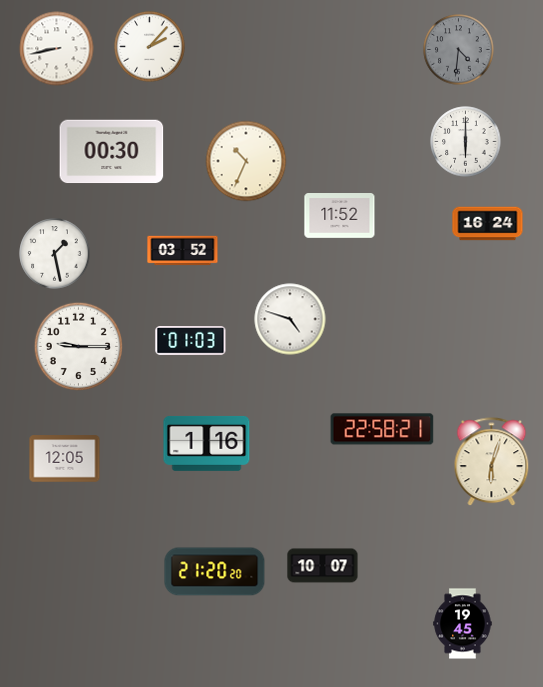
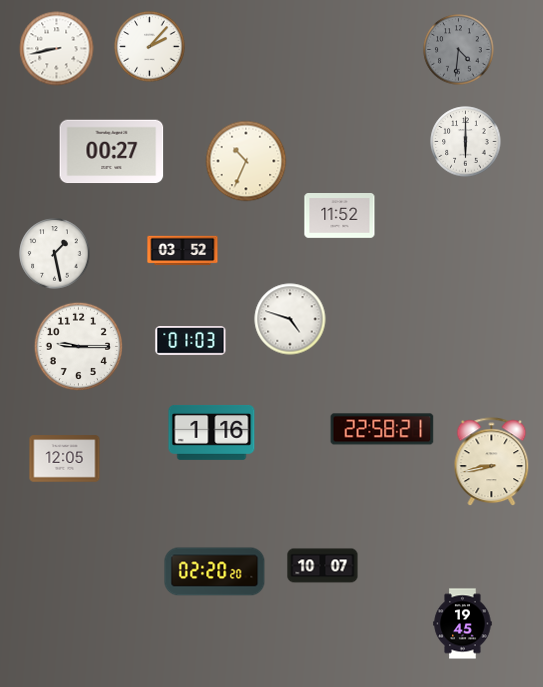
clock at (112, 152): 00:30 -> 00:27
clock at (488, 224): 16:24 -> none
clock at (207, 443) position: (207, 443) -> (212, 432)
clock at (492, 462): 6:03 -> 8:43
clock at (215, 572): 21:20 -> 02:20
